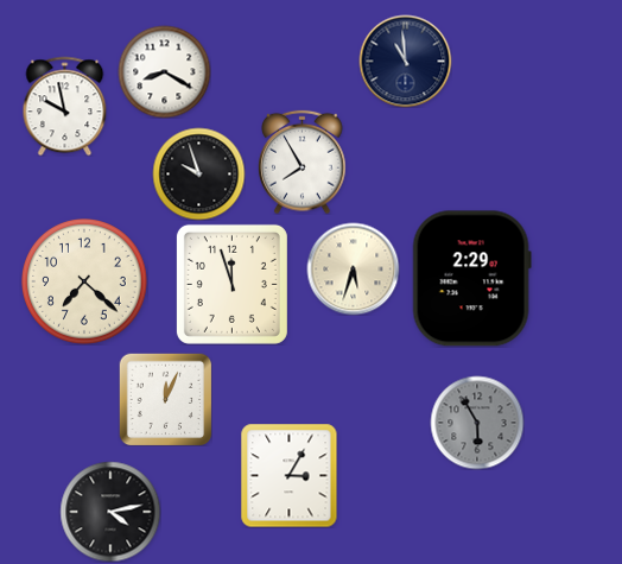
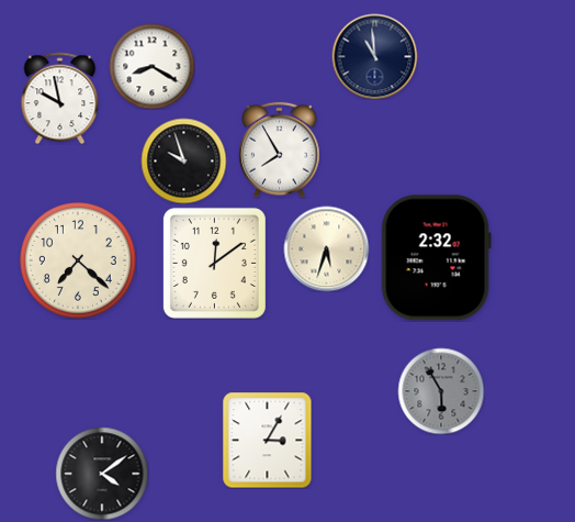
clock at (471, 279): 2:29 -> 2:32
clock at (231, 284): 11:57 -> 12:09
clock at (165, 399): 12:04 -> none
clock at (110, 512): 4:13 -> 4:09
